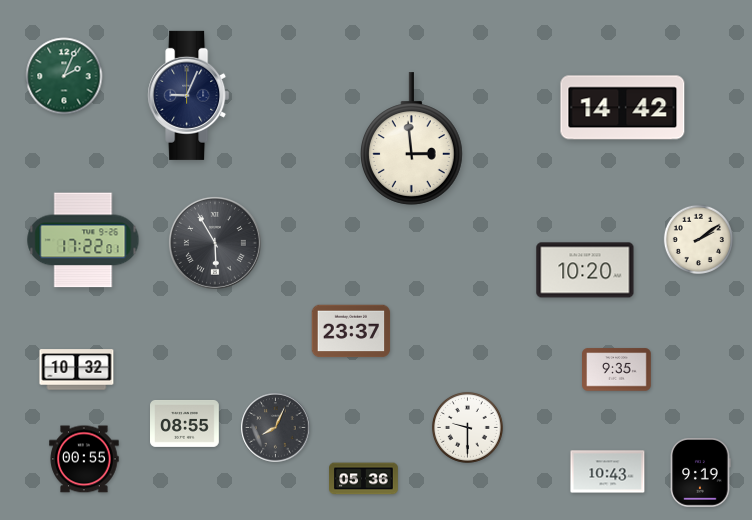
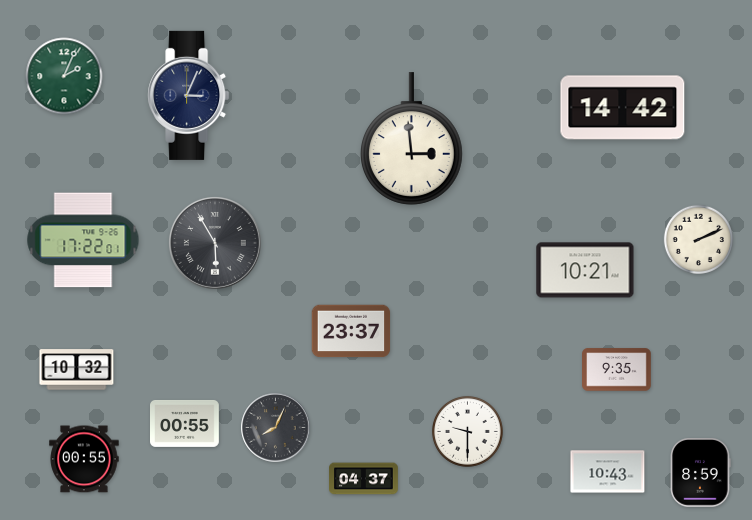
clock at (189, 95): 9:04 -> 3:04
clock at (698, 239): 2:09 -> 2:11
clock at (585, 270): 10:20 -> 10:21
clock at (185, 423): 08:55 -> 00:55
clock at (467, 427) position: (467, 427) -> (467, 431)
clock at (700, 473): 9:19 -> 8:59
clock at (364, 479): 05:36 -> 04:37
